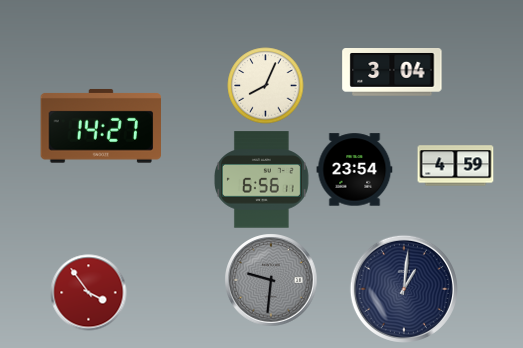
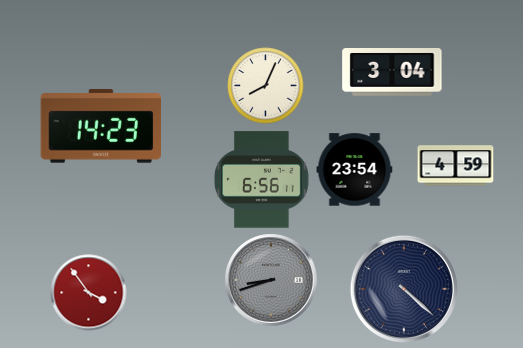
clock at (100, 126): 14:27 -> 14:23
clock at (271, 280): 9:31 -> 8:42
clock at (404, 289): 1:01 -> 4:22
